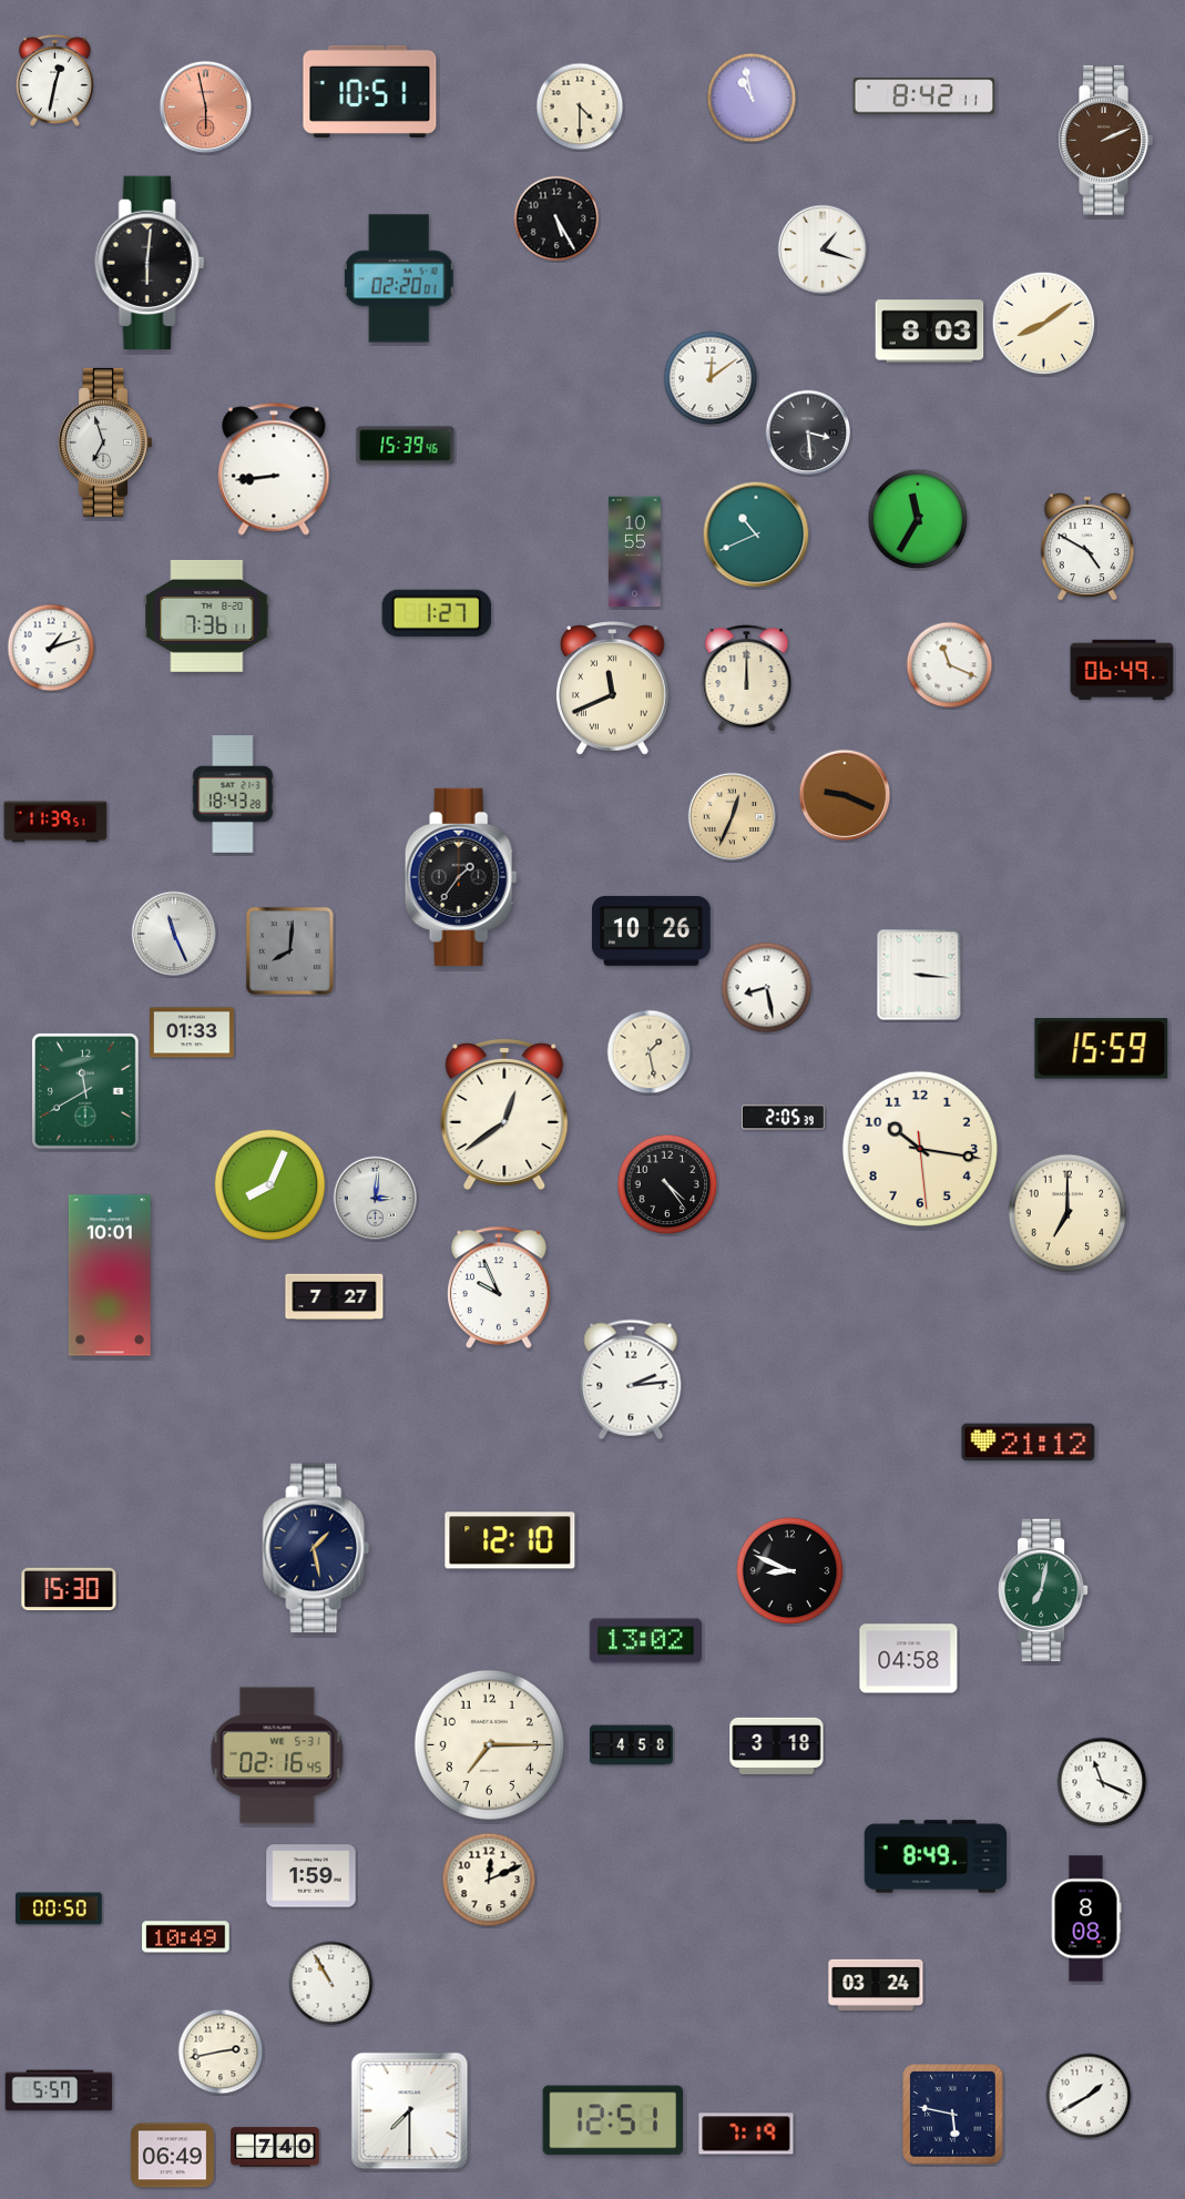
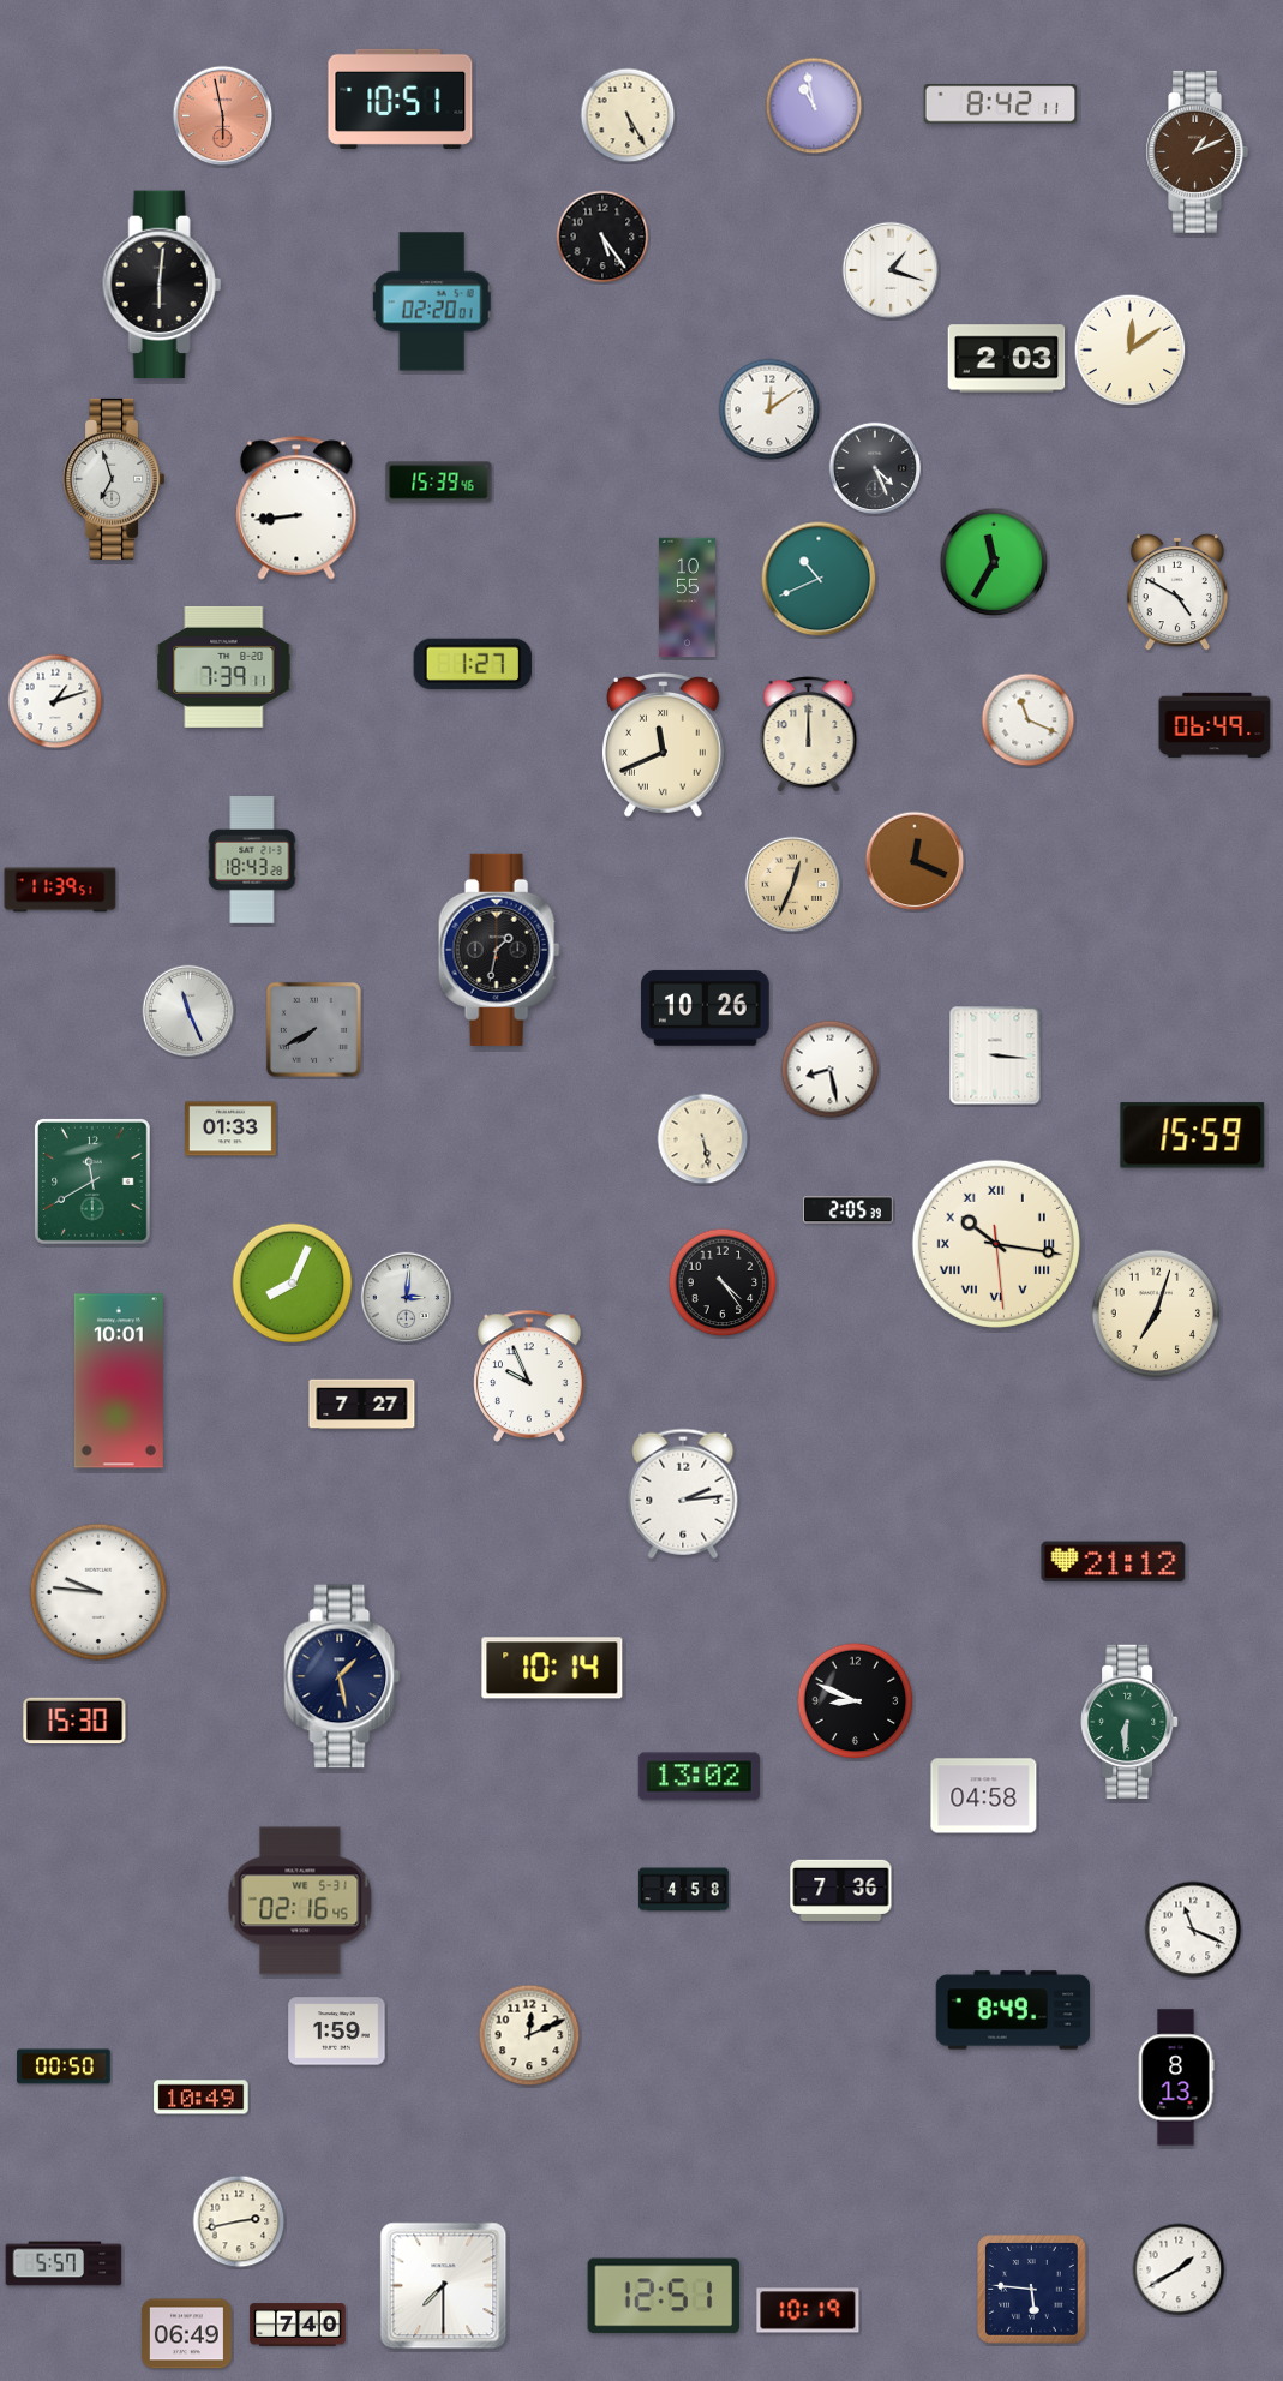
clock at (54, 80): 12:32 -> none
clock at (580, 106): 4:30 -> 5:25
clock at (1105, 140): 2:11 -> 1:11
clock at (556, 218): 5:25 -> 5:24
clock at (1044, 324): 8:09 -> 12:09
clock at (930, 332): 8:03 -> 2:03
clock at (808, 432): 3:29 -> 4:26
clock at (207, 615): 7:36 -> 7:39
clock at (845, 795): 9:19 -> 12:19
clock at (461, 877): 1:36 -> 1:32
clock at (289, 950): 8:01 -> 7:40
clock at (193, 1032) position: (193, 1032) -> (232, 1129)
clock at (650, 1052): 1:28 -> 5:28
clock at (504, 1113): 12:39 -> none
clock at (920, 1149) numerals: Arabic -> Roman
clock at (1067, 1213): 7:00 -> 7:03
clock at (499, 1287) position: (499, 1287) -> (529, 1376)
clock at (98, 1592): none -> 9:46
clock at (510, 1540): 12:10 -> 10:14
clock at (1043, 1590): 7:02 -> 6:31
clock at (489, 1744): 7:15 -> none
clock at (777, 1745): 3:18 -> 7:36
clock at (1086, 1918): 8:08 -> 8:13
clock at (331, 1984): 10:55 -> none
clock at (876, 1985): 03:24 -> none
clock at (953, 2115): 5:47 -> 5:46
clock at (746, 2134): 7:19 -> 10:19
